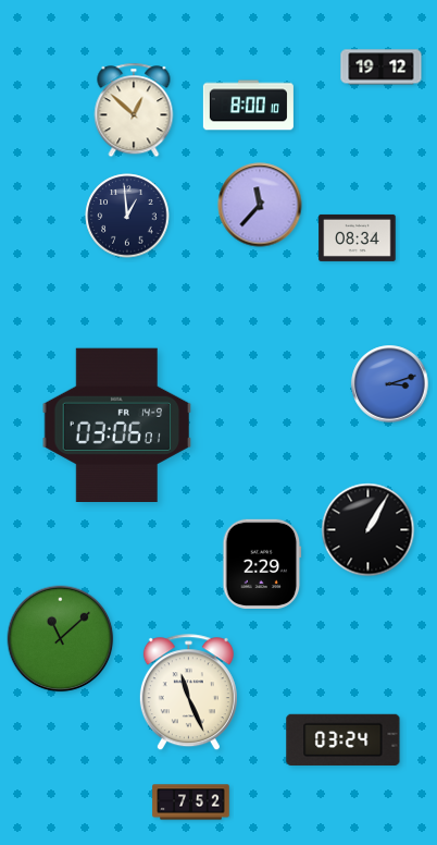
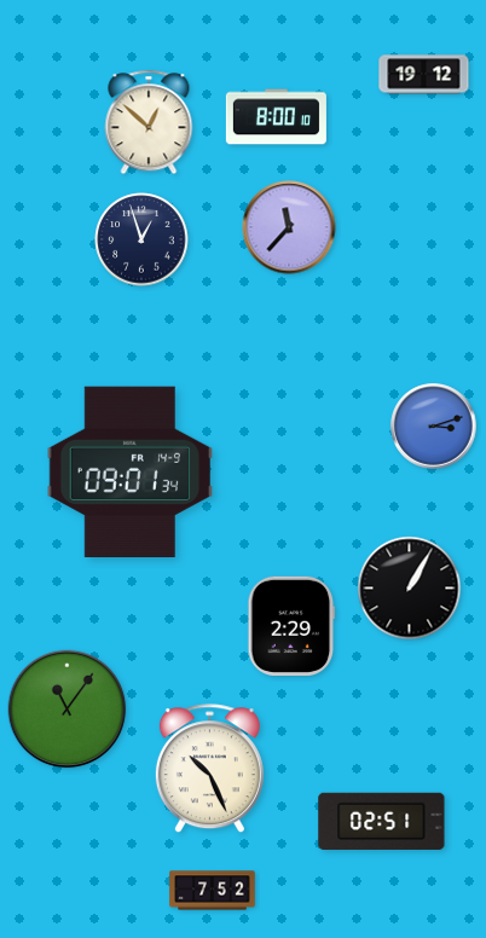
clock at (127, 216): 12:59 -> 12:57
clock at (358, 237): 08:34 -> none
clock at (117, 425): 03:06 -> 09:01
clock at (61, 639): 11:08 -> 11:06
clock at (188, 693): 11:26 -> 10:26
clock at (344, 739): 03:24 -> 02:51
